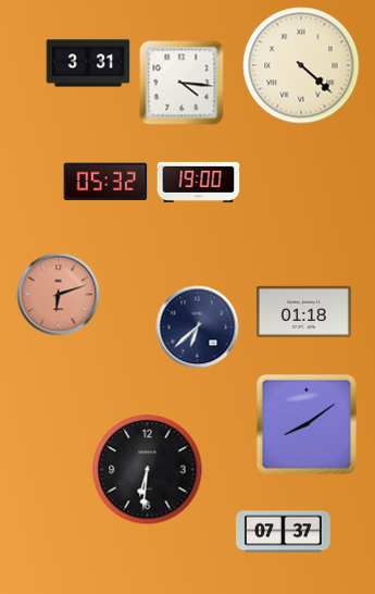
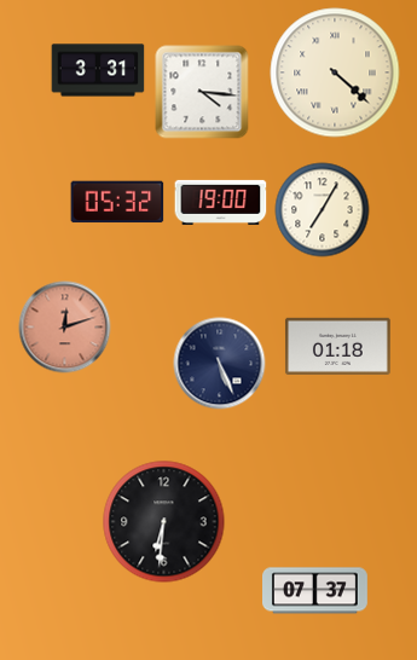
clock at (323, 210): none -> 7:05
clock at (59, 295): 6:12 -> 12:12
clock at (198, 327): 6:38 -> 5:26
clock at (307, 424): 8:09 -> none
